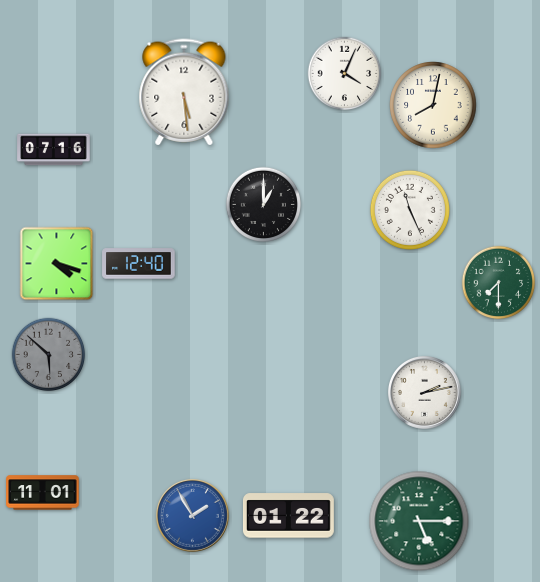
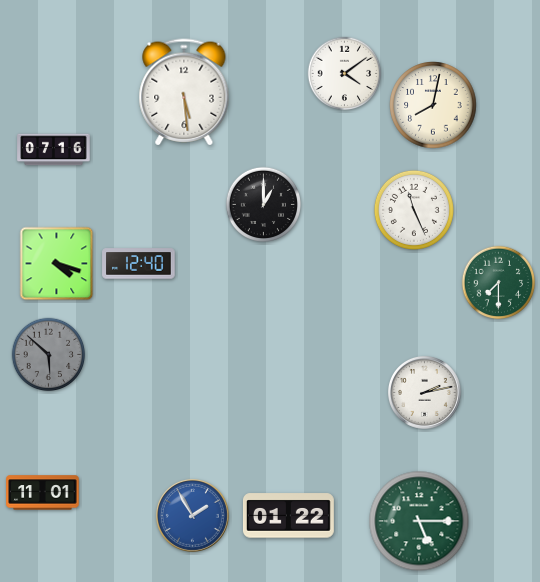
clock at (345, 74): 4:04 -> 4:09
clock at (410, 210) position: (410, 210) -> (414, 210)
